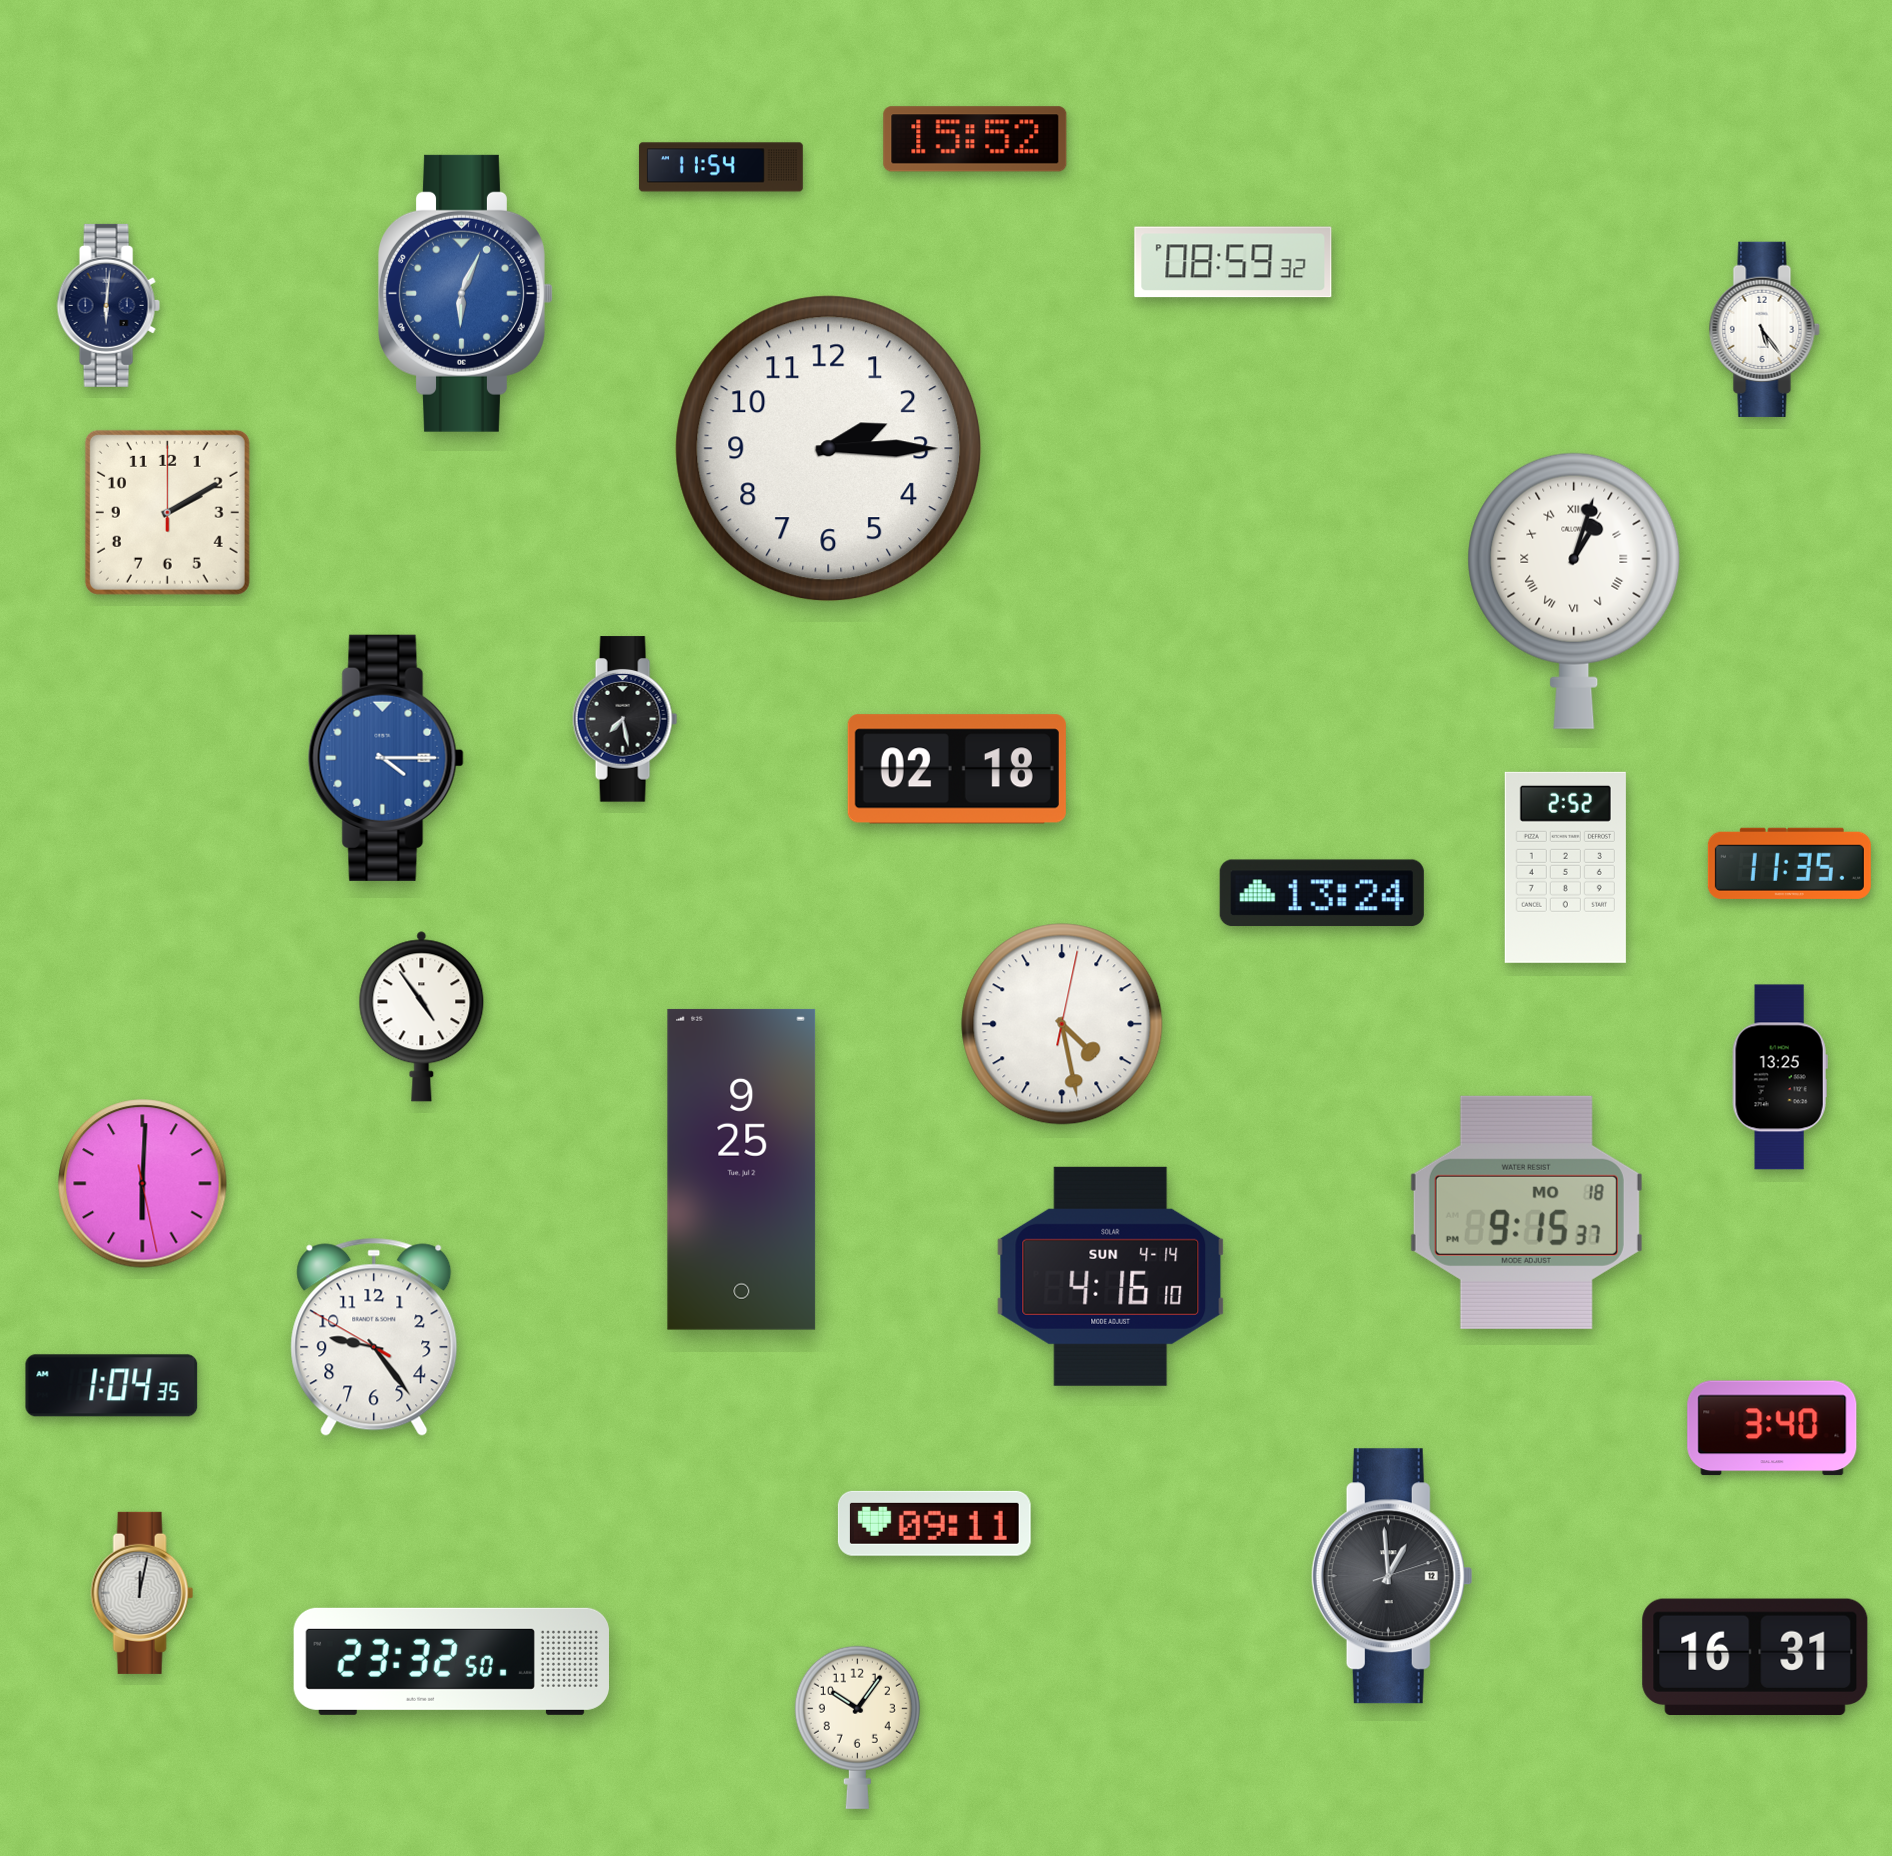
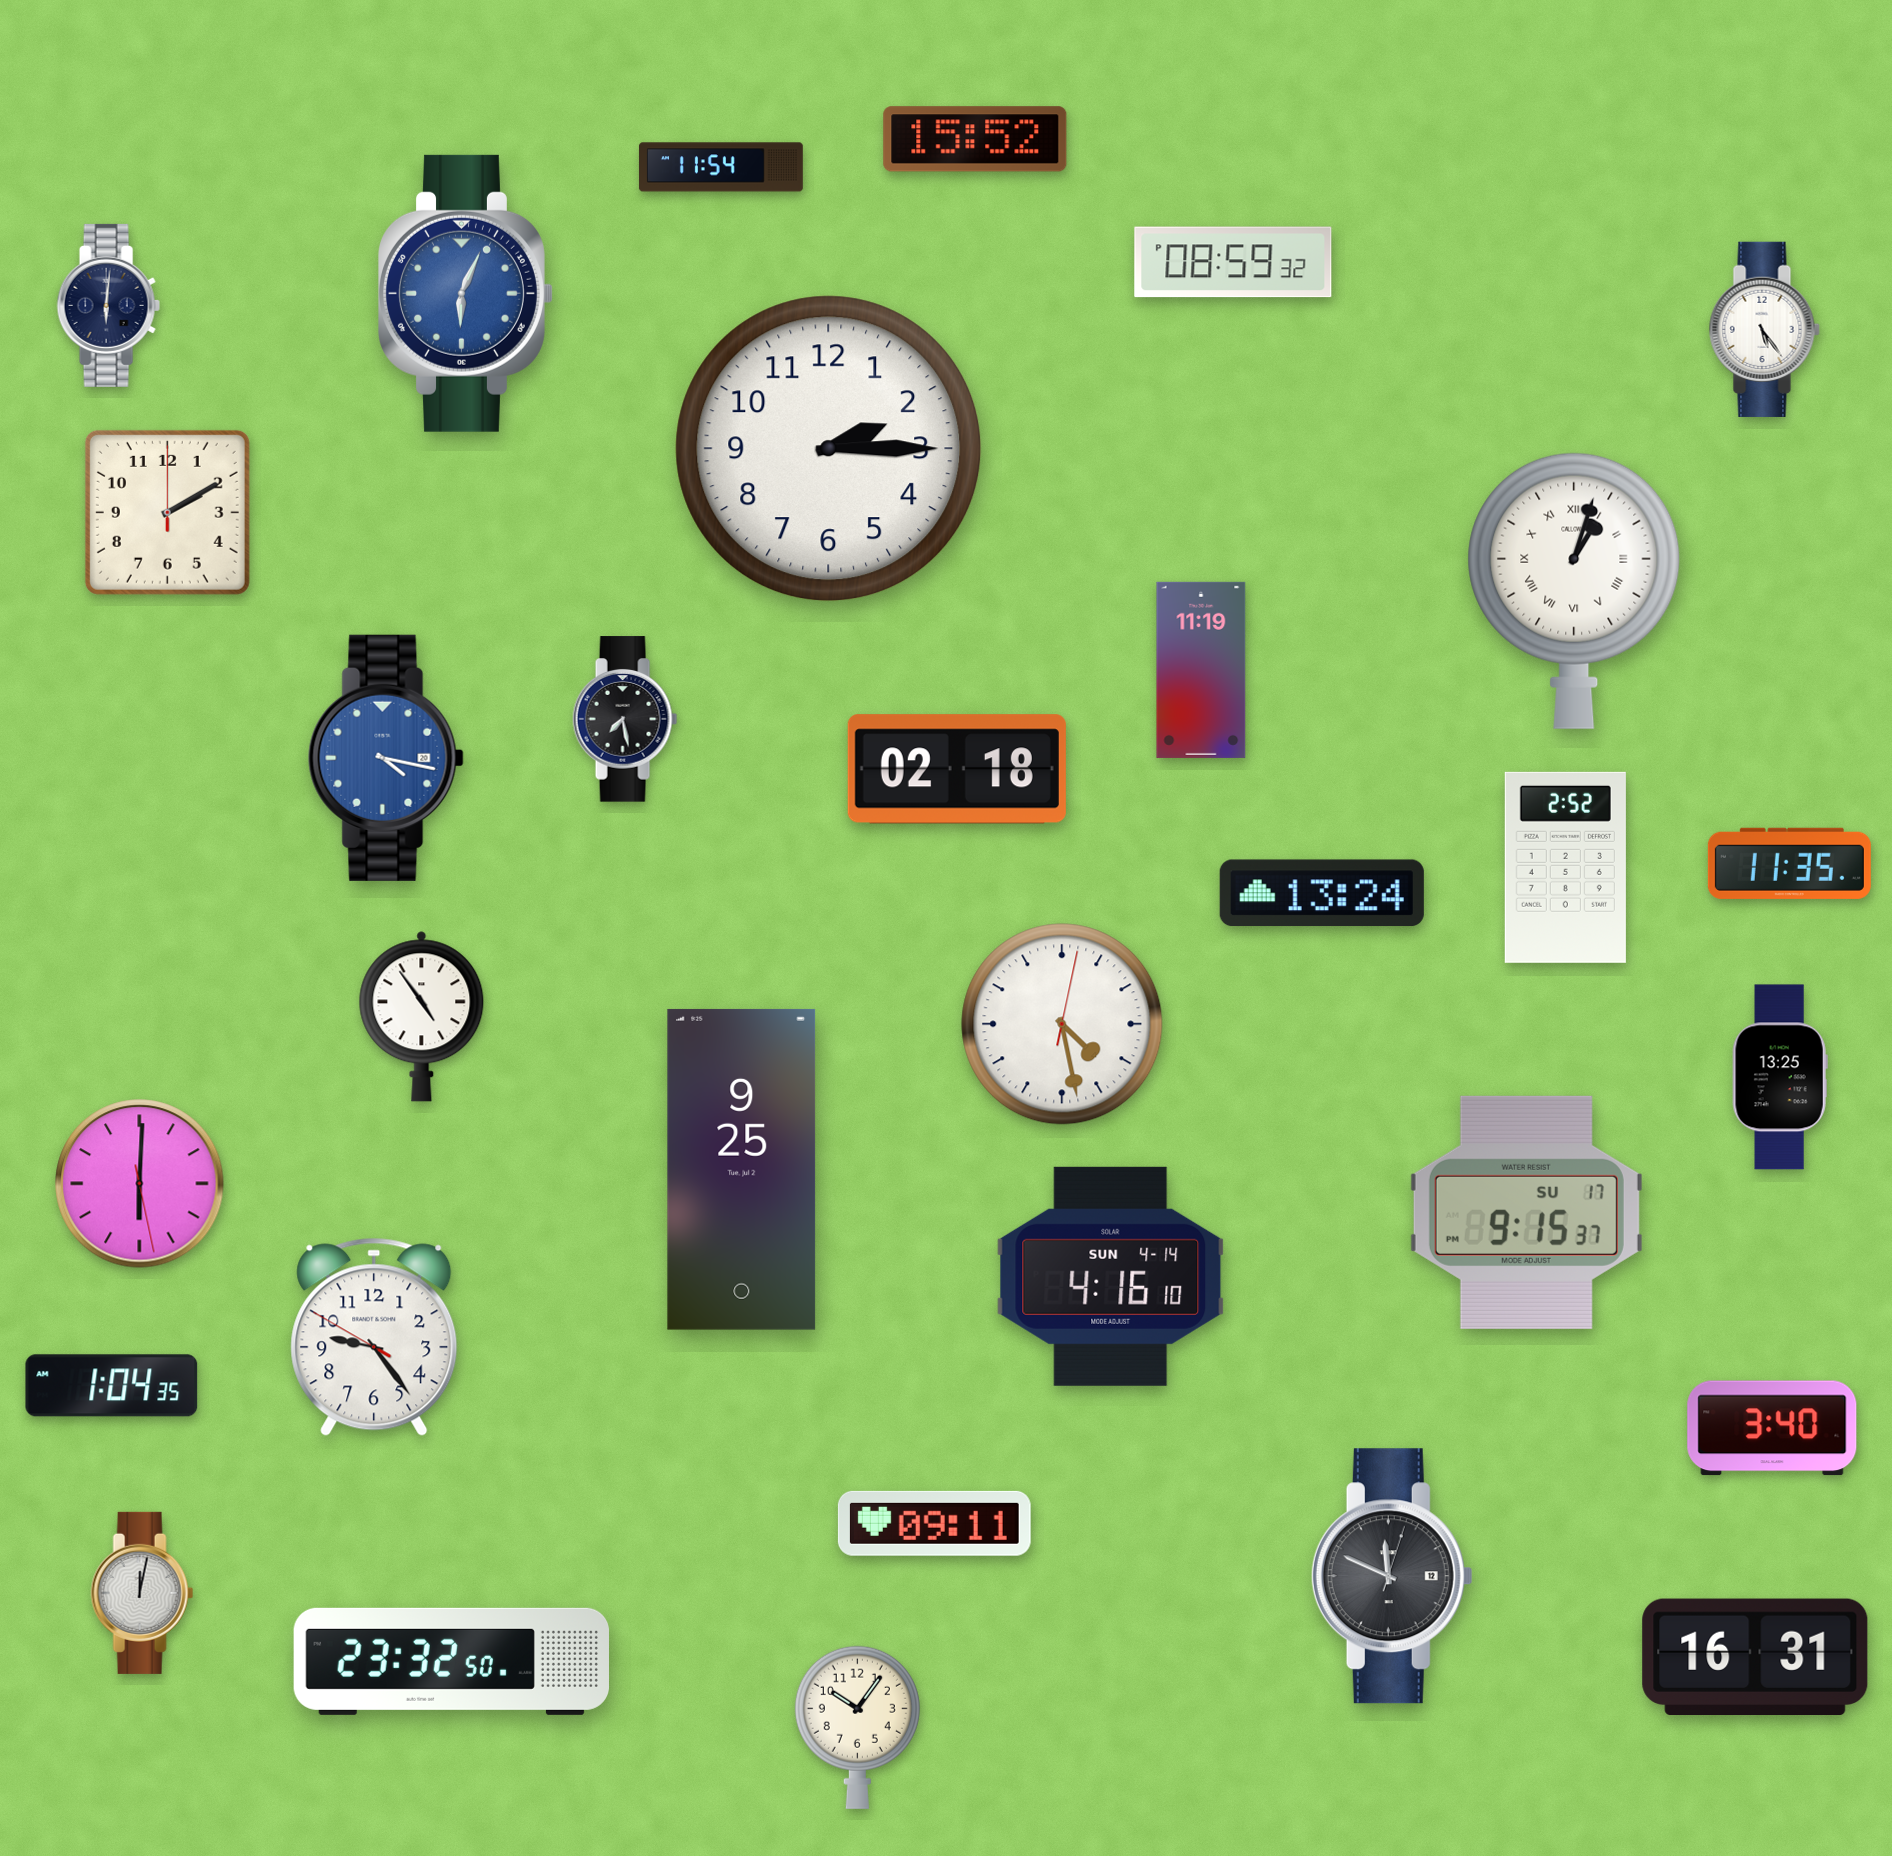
clock at (1201, 670): none -> 11:19
clock at (386, 758): 4:15 -> 4:17
clock at (143, 1184) position: (143, 1184) -> (140, 1184)
clock at (1526, 1212) date: MO 18 -> SU 17
clock at (1392, 1576): 12:59 -> 11:49
